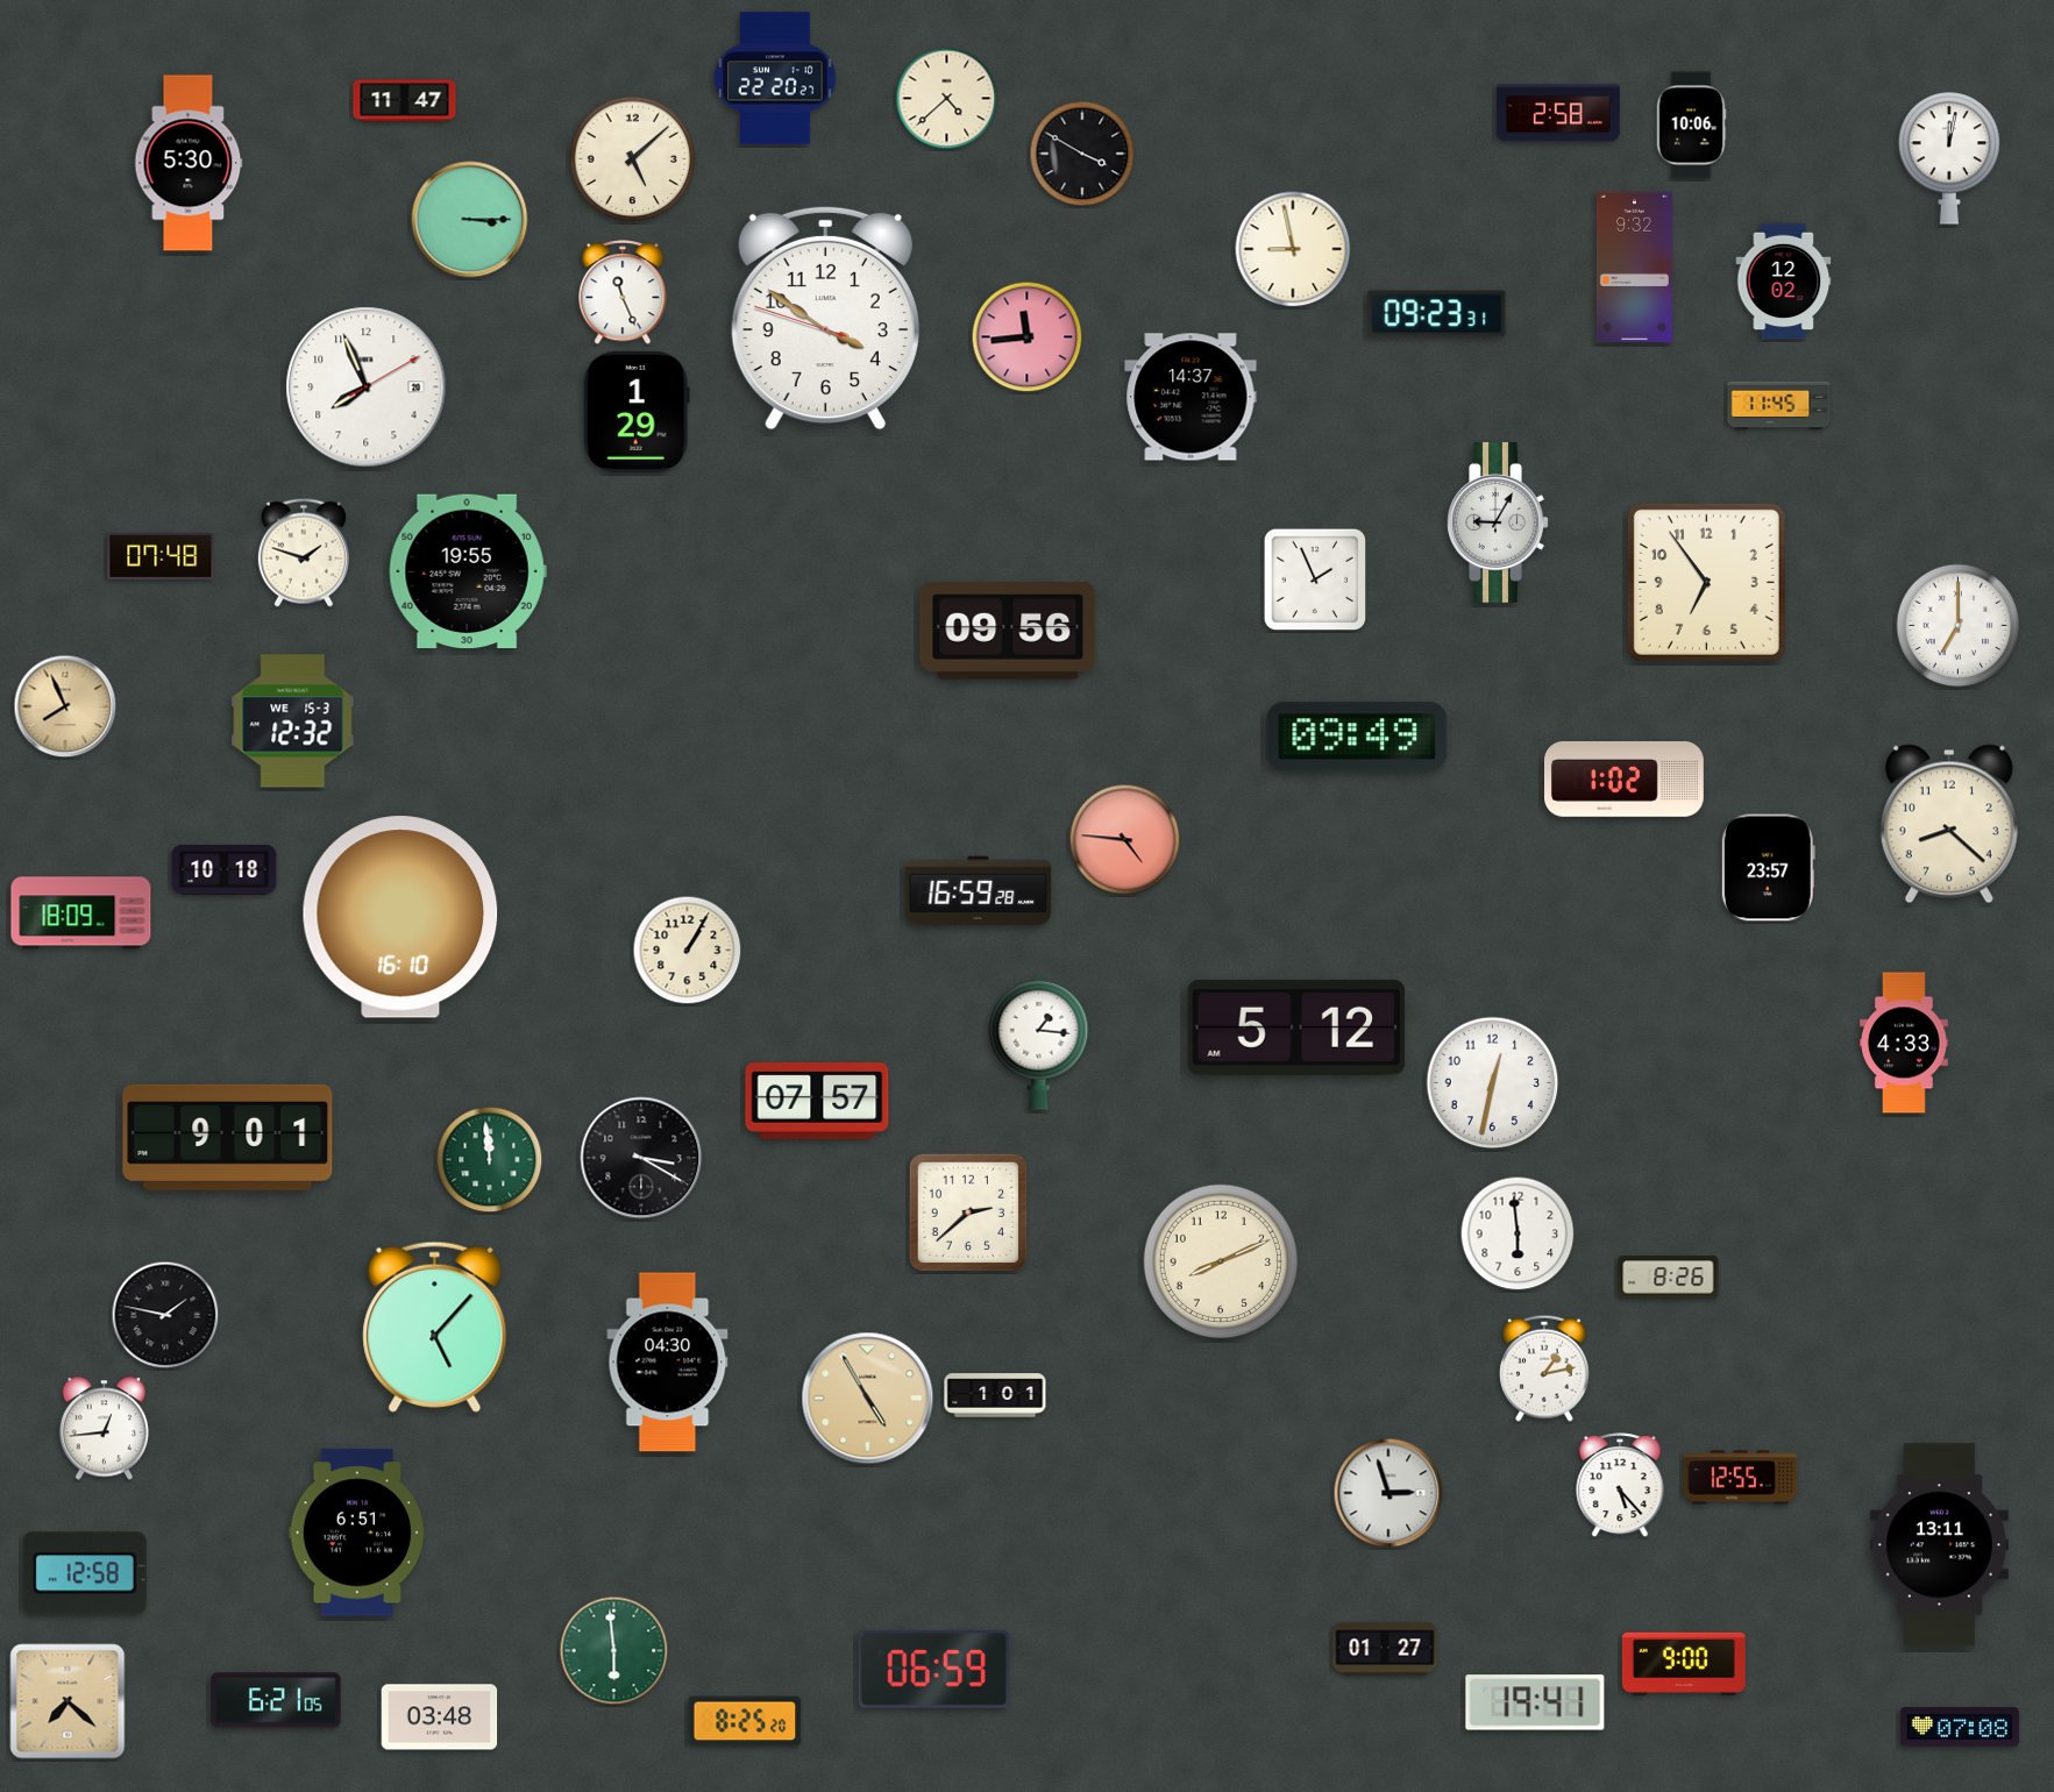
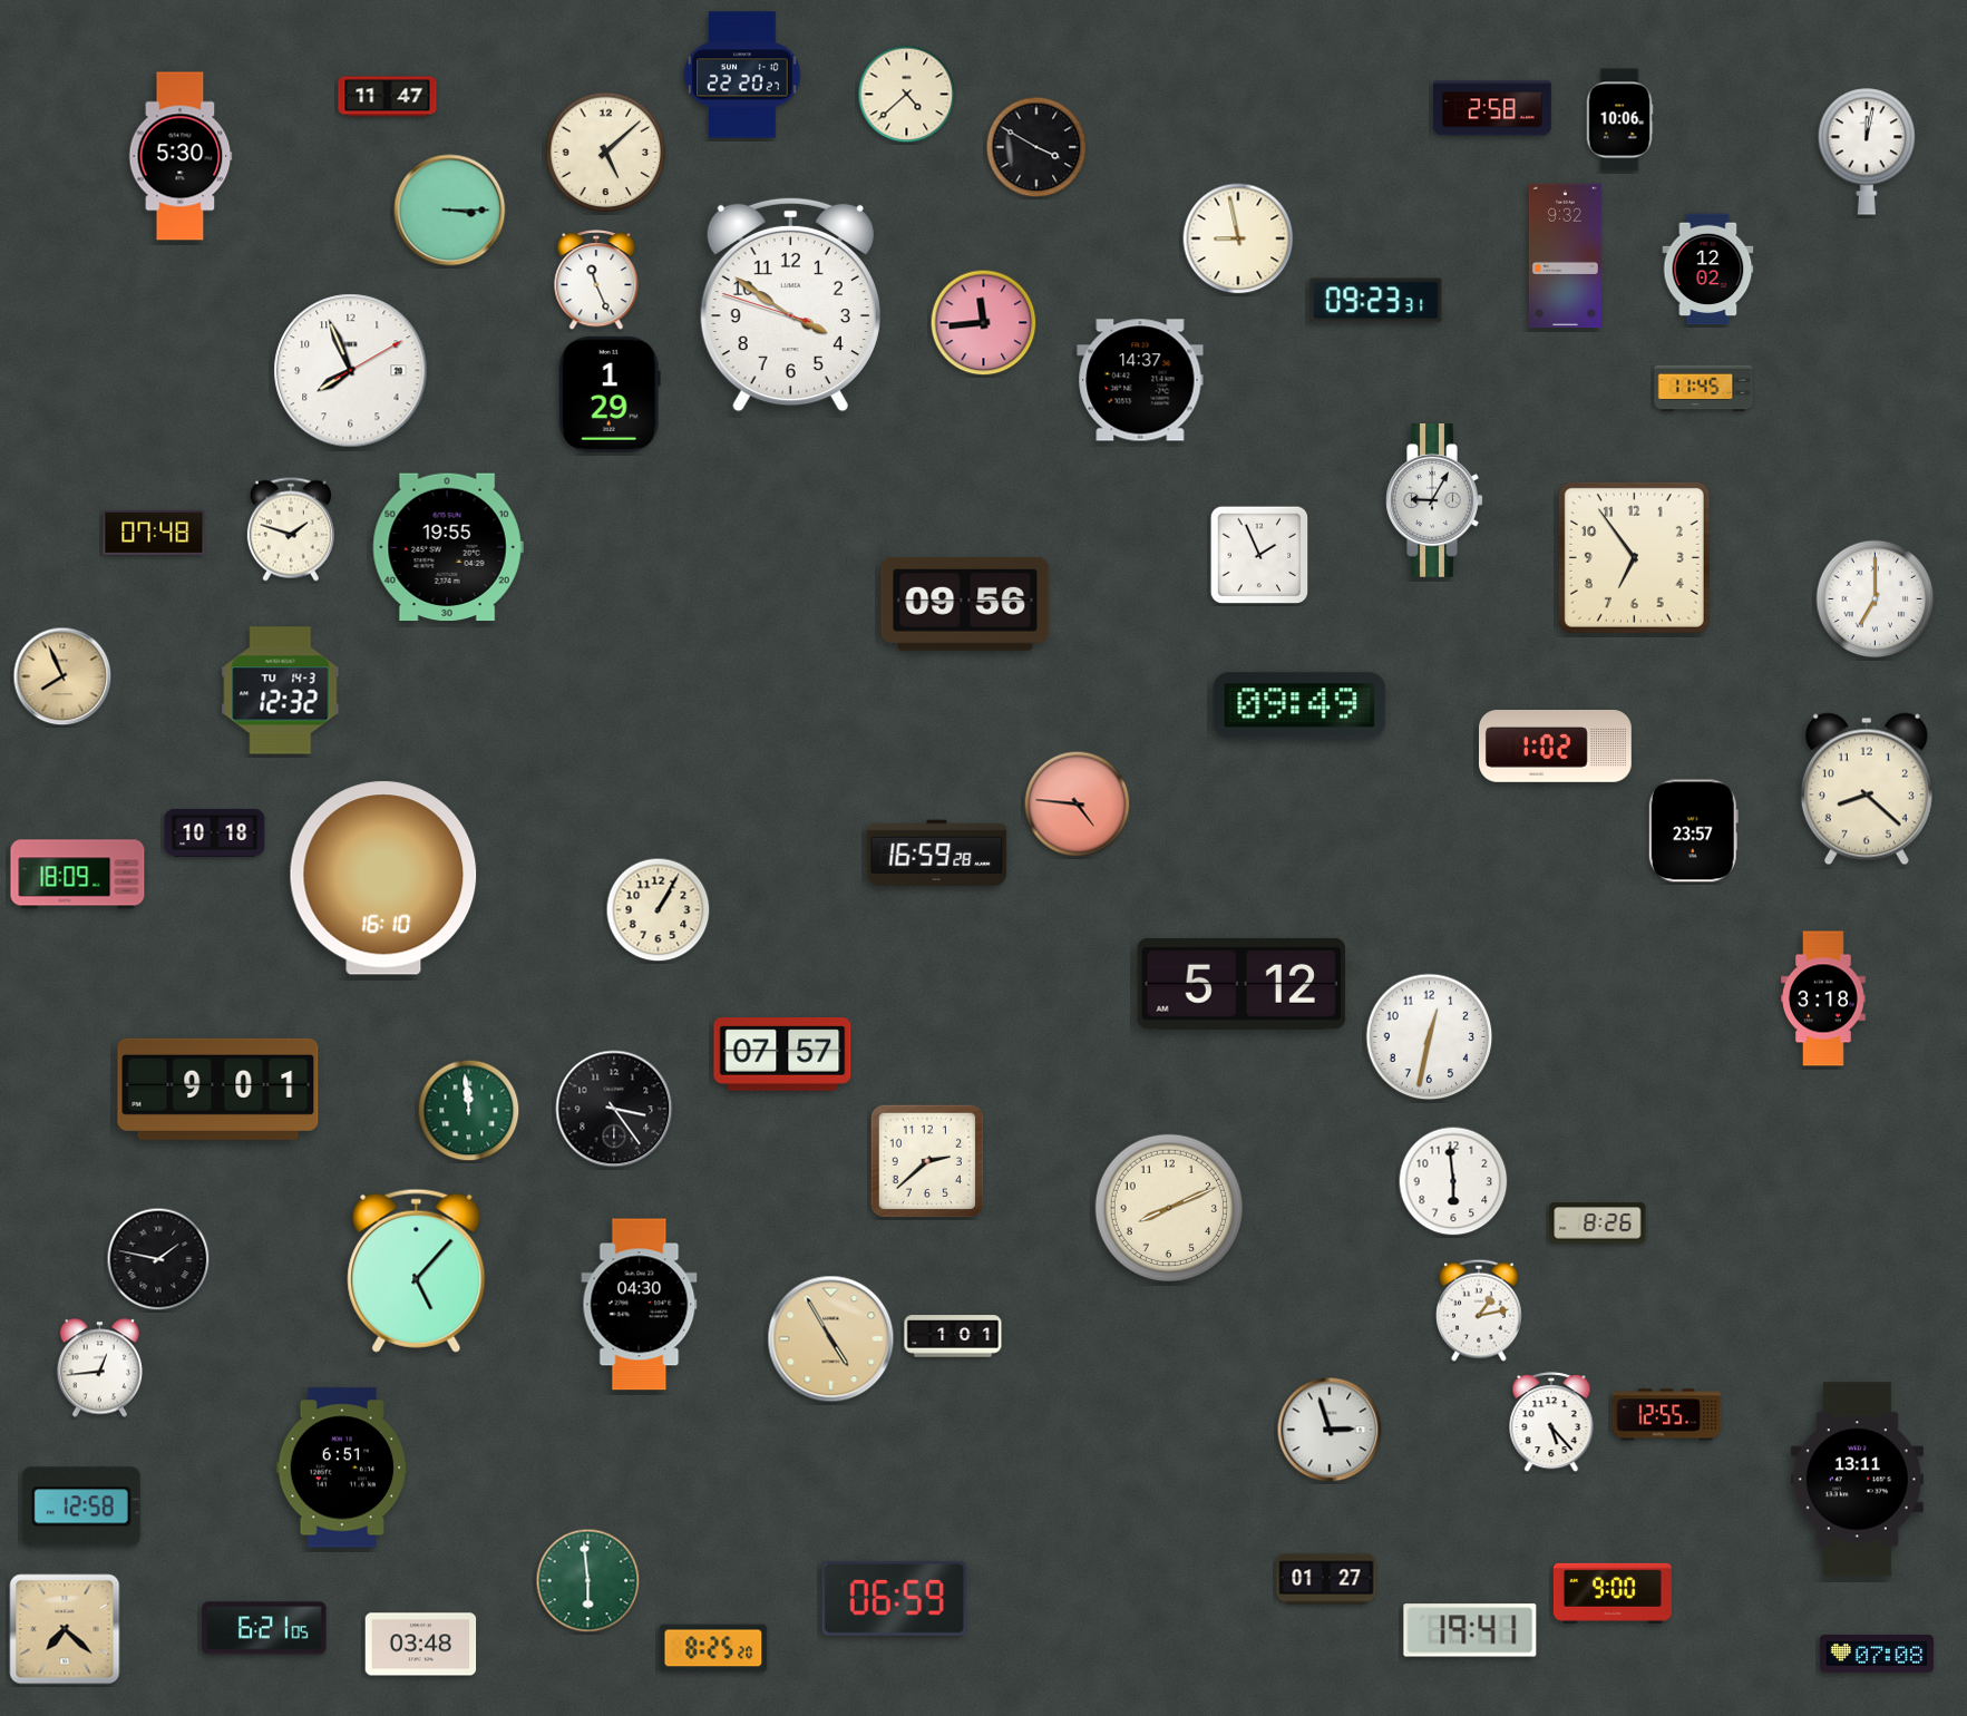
clock at (293, 721) date: WE 15-3 -> TU 14-3
clock at (1039, 1041): 1:16 -> none
clock at (1905, 1043): 4:33 -> 3:18
clock at (641, 1158): 3:20 -> 3:24
